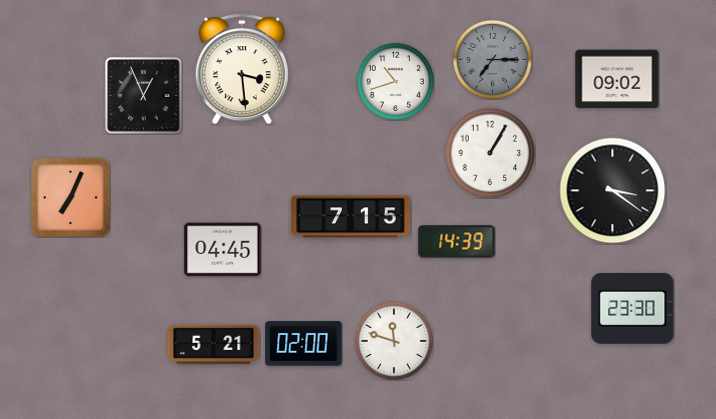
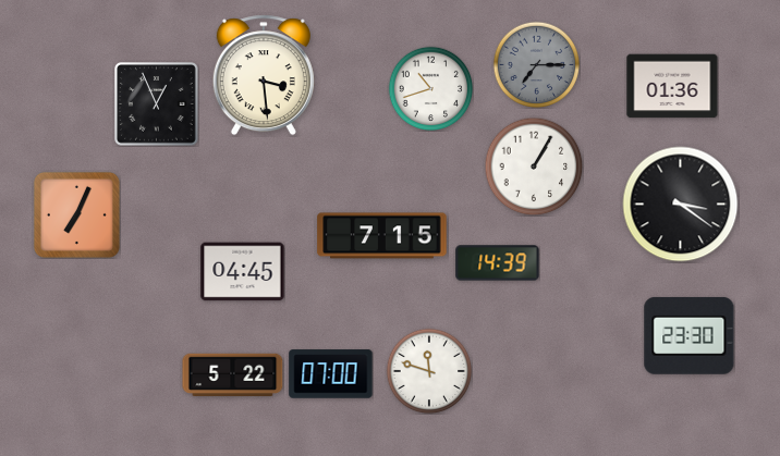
clock at (617, 79): 09:02 -> 01:36
clock at (613, 191) position: (613, 191) -> (681, 205)
clock at (304, 344): 02:00 -> 07:00
clock at (214, 345): 5:21 -> 5:22
